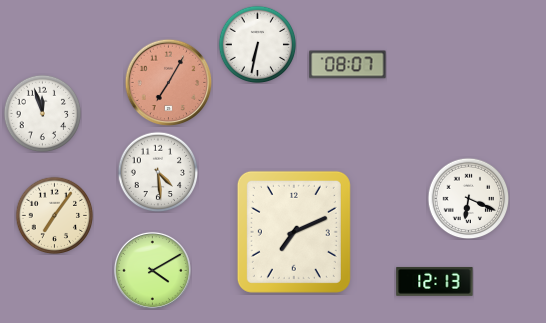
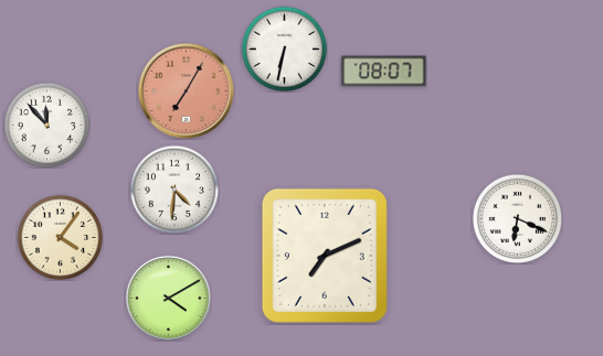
clock at (42, 113): 11:57 -> 11:53
clock at (158, 172): 4:29 -> 4:31
clock at (54, 215): 7:06 -> 4:06
clock at (435, 281): 12:13 -> none
